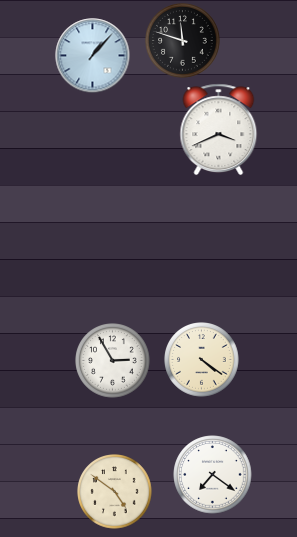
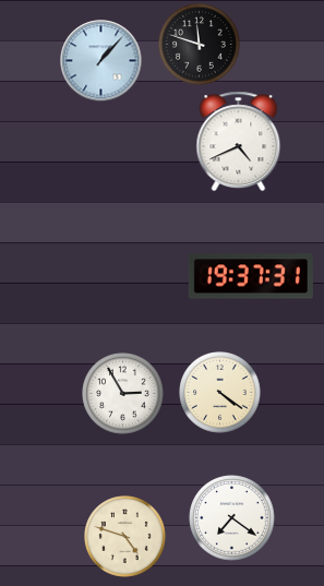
clock at (219, 129): 3:41 -> 4:41
clock at (251, 276): none -> 19:37
clock at (115, 492): 4:51 -> 4:48
